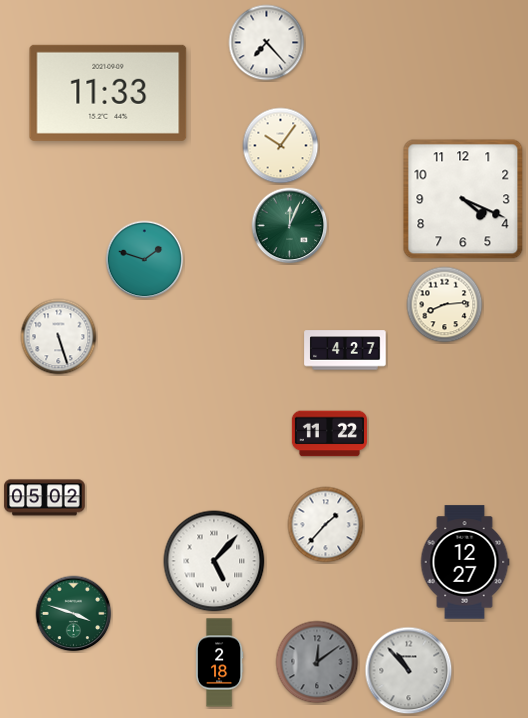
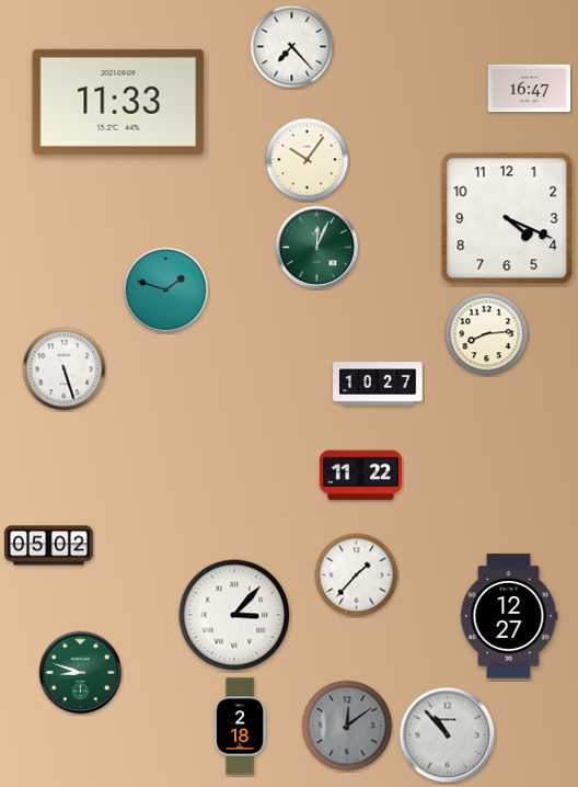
clock at (529, 89): none -> 16:47
clock at (145, 260) position: (145, 260) -> (166, 290)
clock at (345, 350): 4:27 -> 10:27
clock at (214, 561): 5:07 -> 3:07
clock at (74, 614): 3:48 -> 8:48
